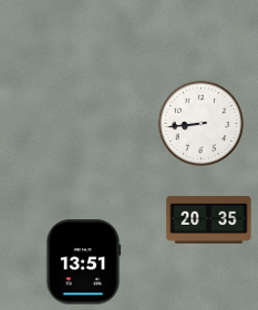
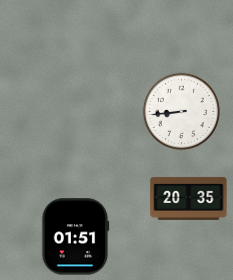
clock at (83, 262): 13:51 -> 01:51
